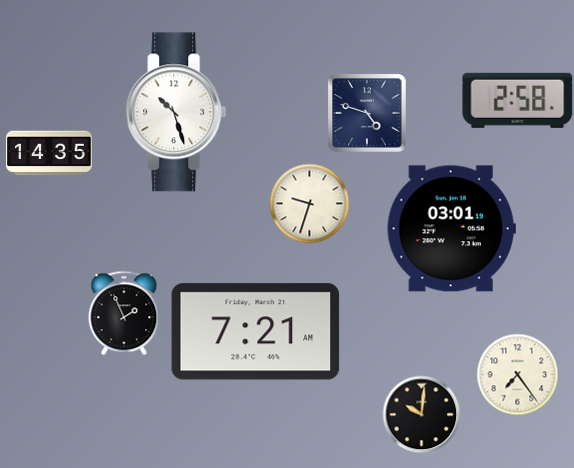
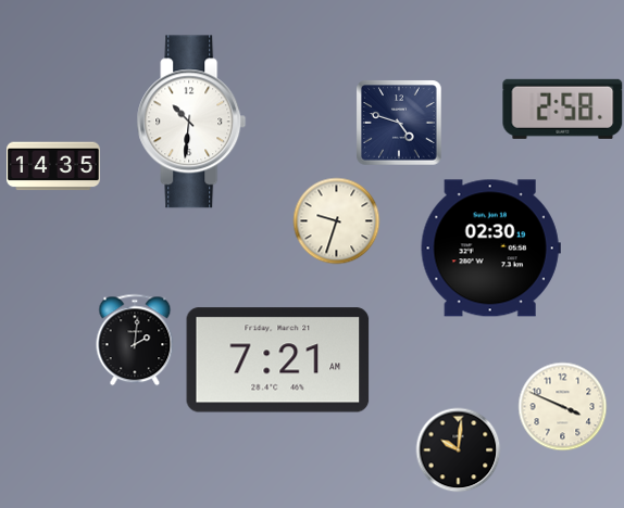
clock at (176, 112): 10:27 -> 10:31
clock at (451, 229): 03:01 -> 02:30
clock at (124, 313): 1:56 -> 2:01
clock at (517, 374): 7:24 -> 3:49
